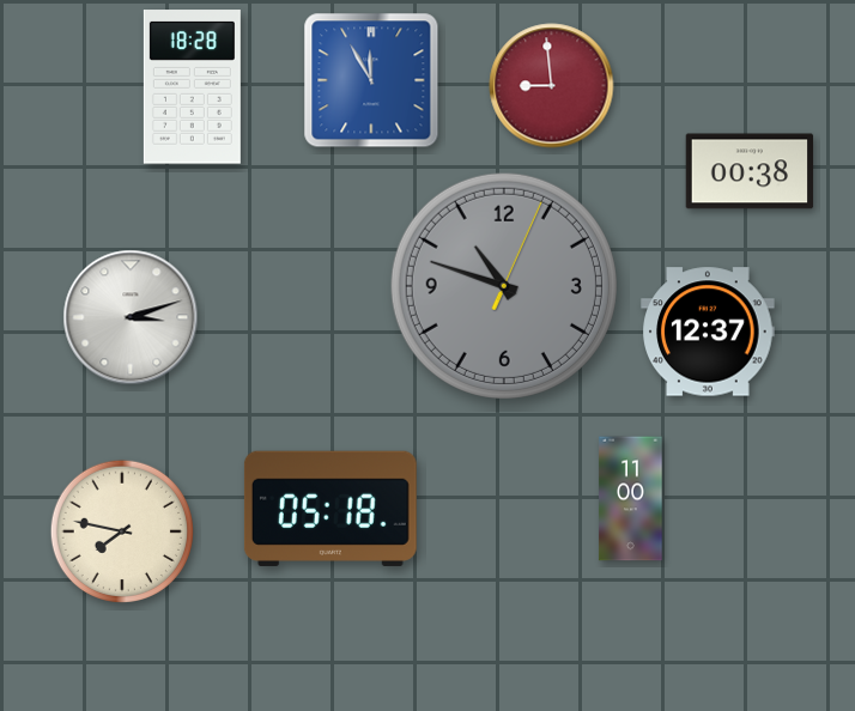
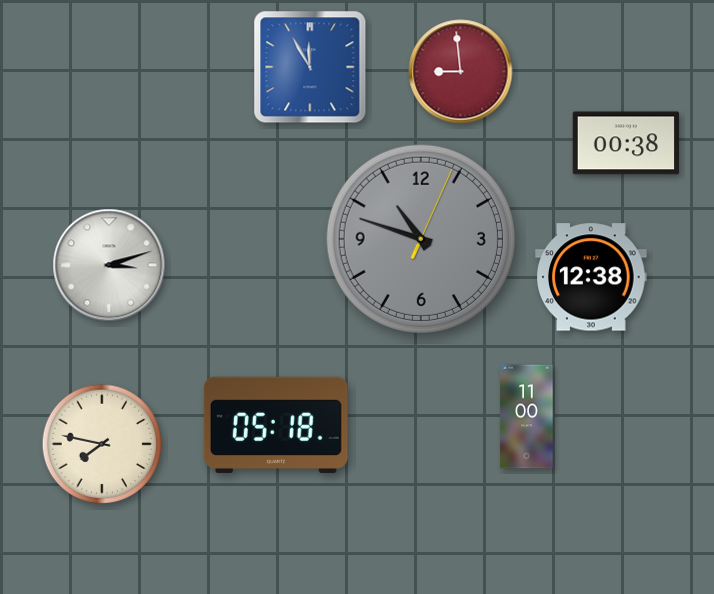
clock at (192, 87): 18:28 -> none
clock at (708, 332): 12:37 -> 12:38
